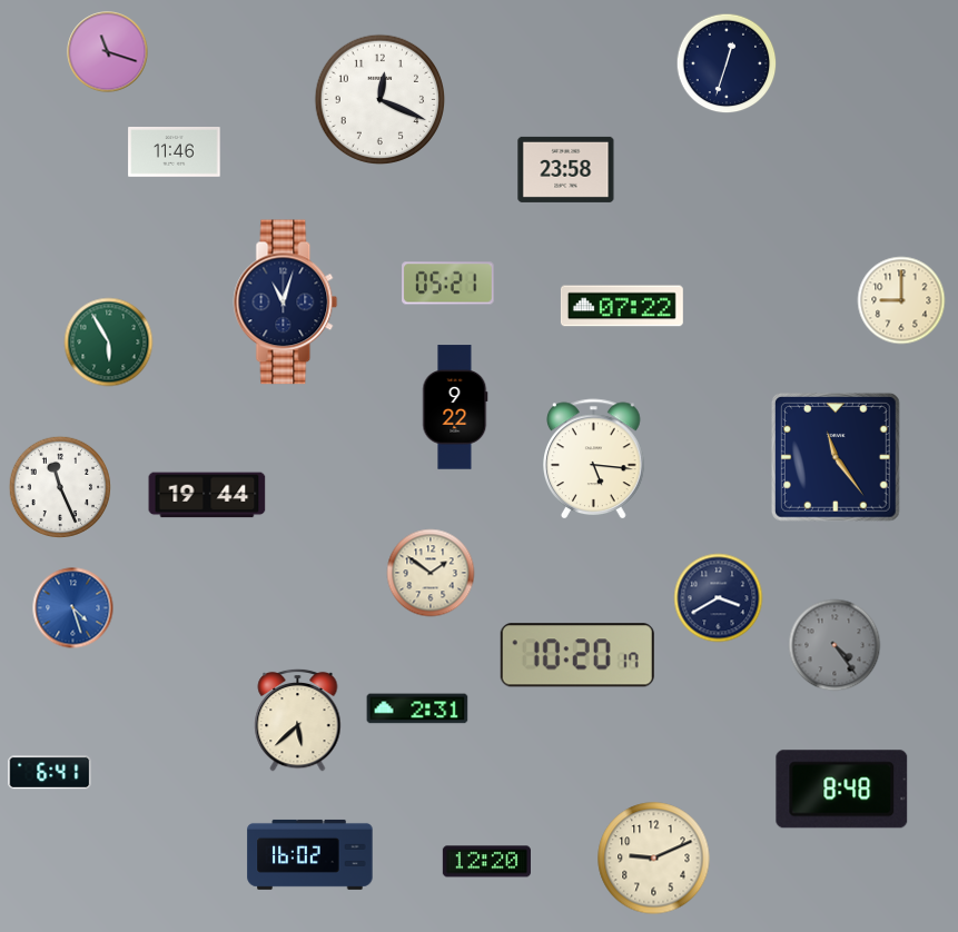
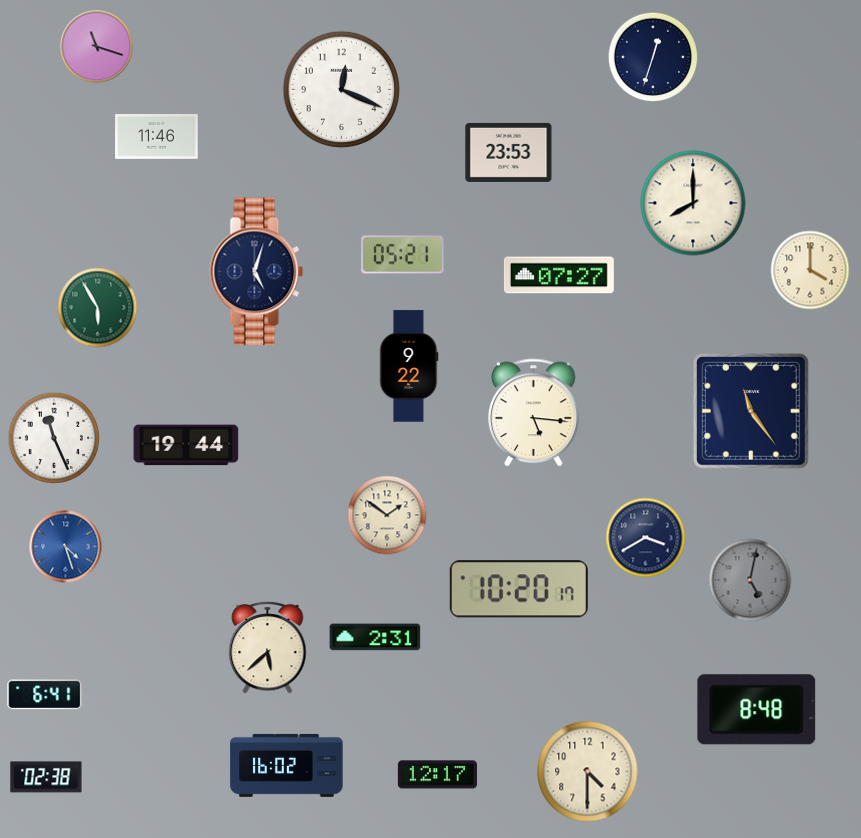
clock at (566, 169): 23:58 -> 23:53
clock at (693, 203): none -> 8:00
clock at (901, 300): 9:00 -> 4:00
clock at (286, 303): 11:03 -> 5:03
clock at (622, 306): 07:22 -> 07:27
clock at (834, 645): 4:24 -> 5:02
clock at (310, 854) position: (310, 854) -> (287, 765)
clock at (654, 859): 9:11 -> 4:30
clock at (486, 862): 12:20 -> 12:17
clock at (46, 777): none -> 02:38
